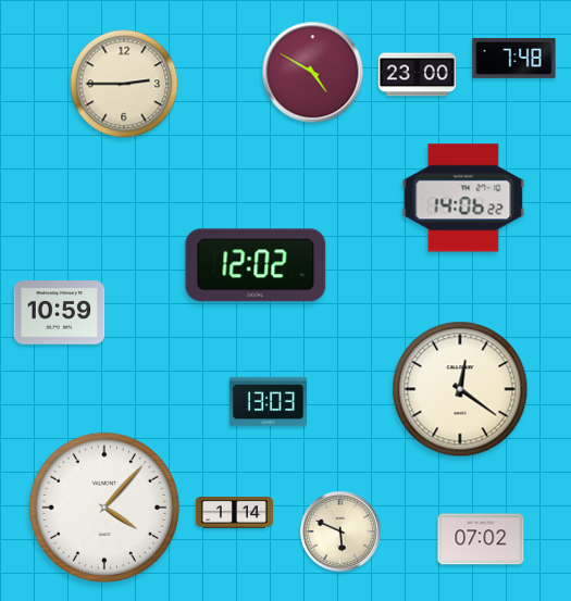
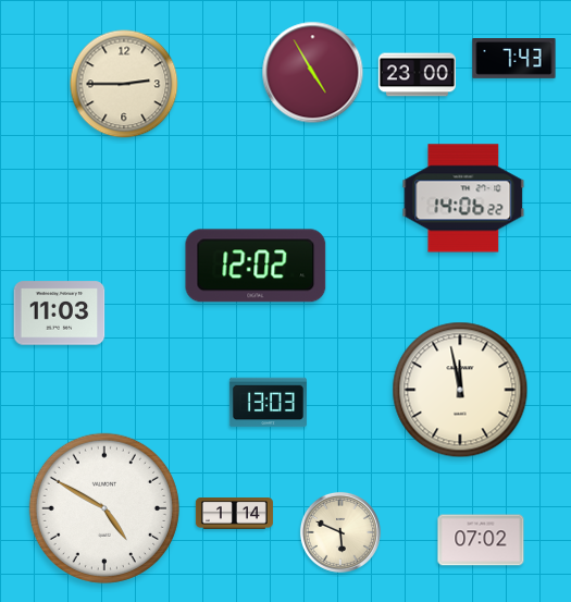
clock at (514, 59): 7:48 -> 7:43
clock at (313, 73): 4:50 -> 4:55
clock at (60, 313): 10:59 -> 11:03
clock at (460, 389): 12:21 -> 11:58
clock at (104, 508): 4:07 -> 4:50
